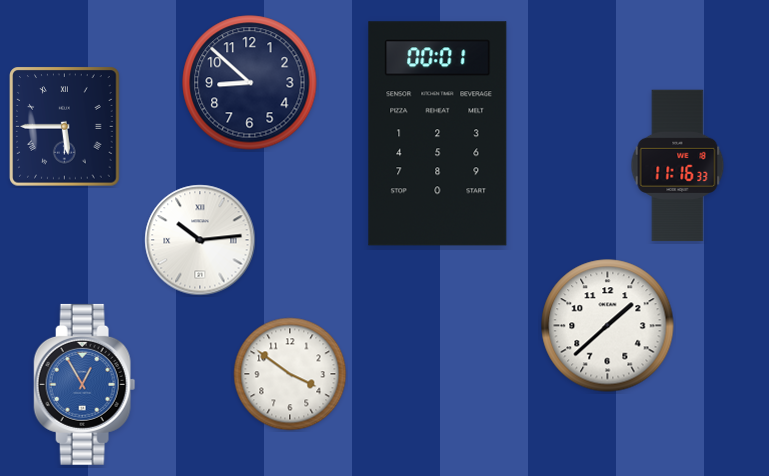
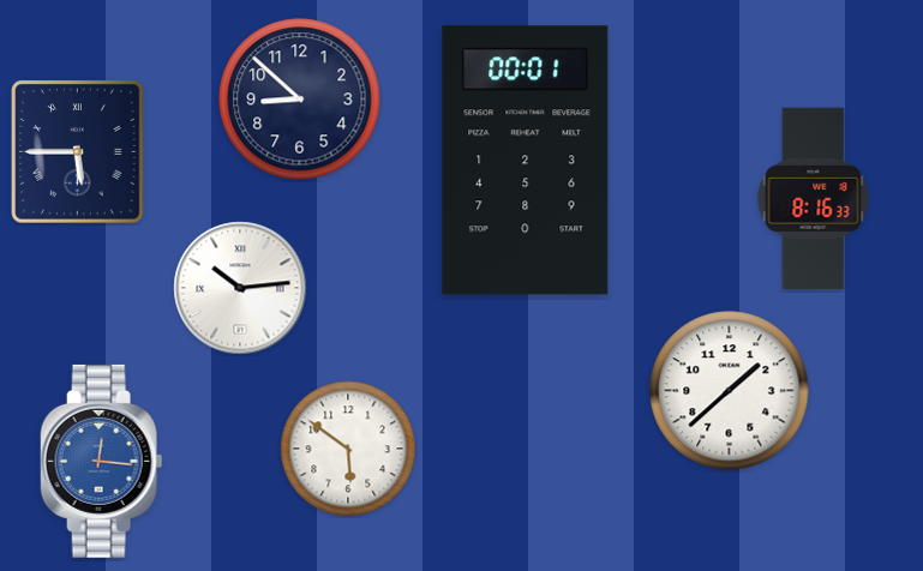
clock at (678, 166): 11:16 -> 8:16
clock at (290, 374): 3:51 -> 5:51
clock at (85, 384): 12:55 -> 12:16
